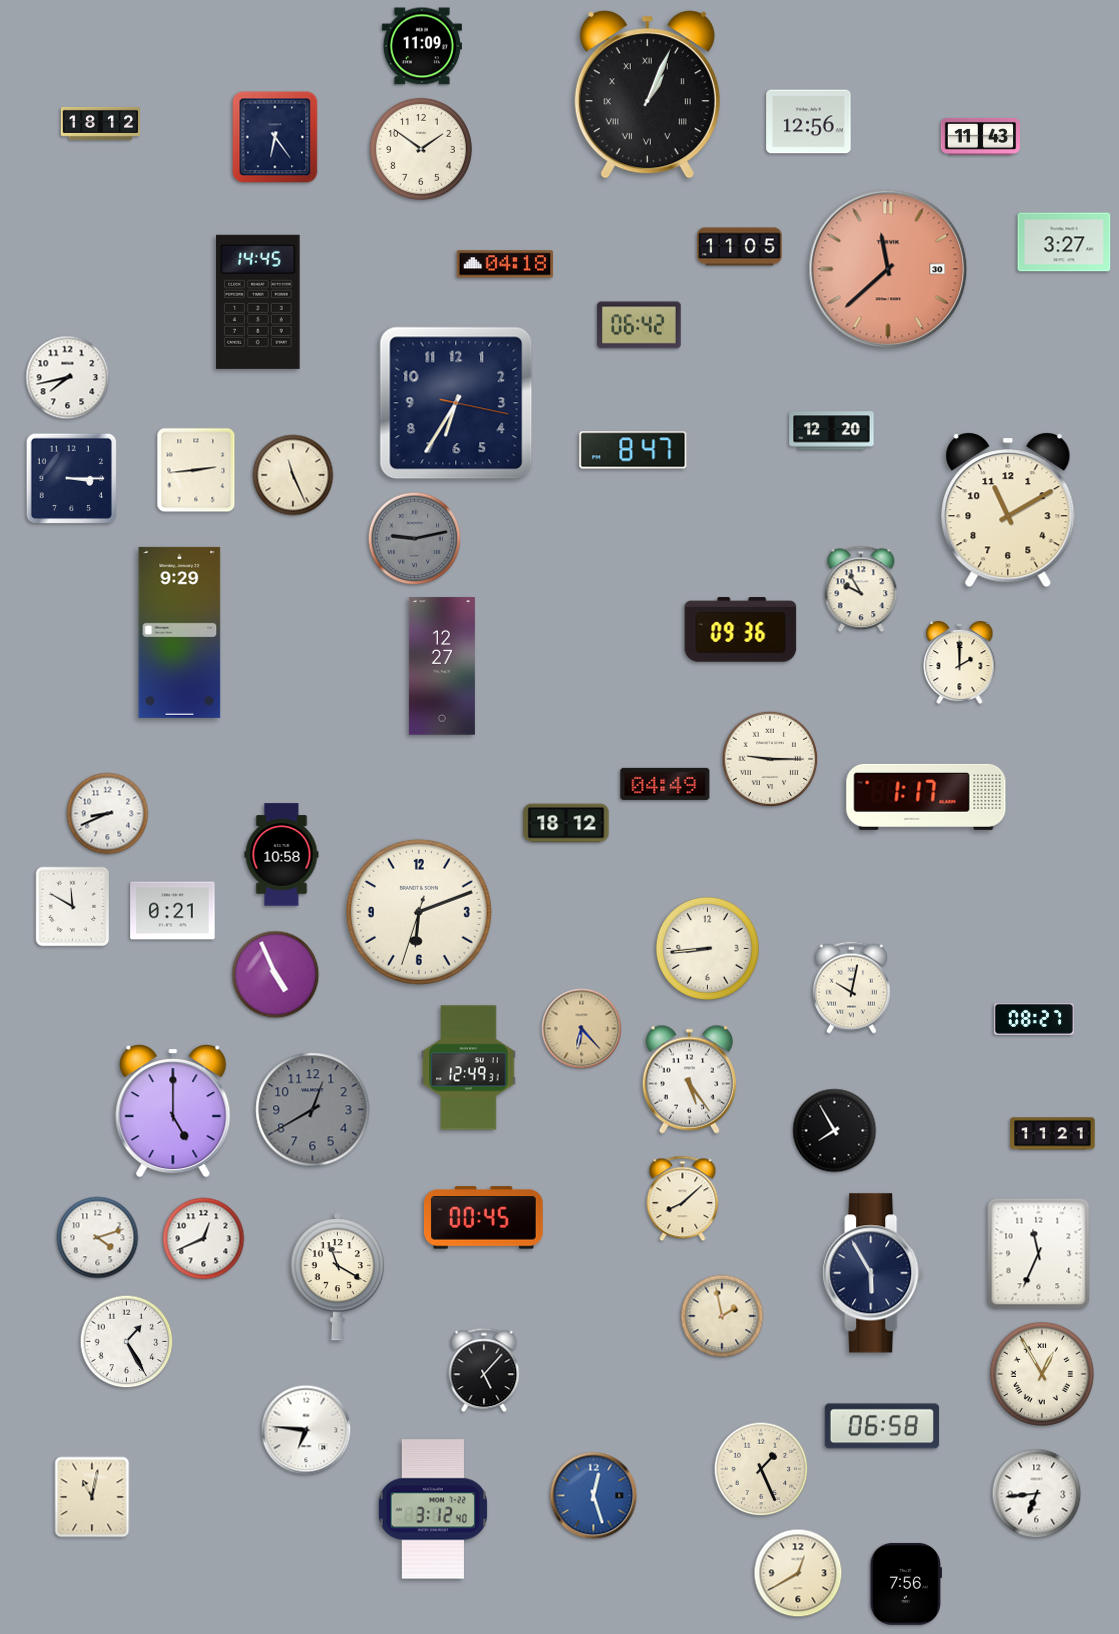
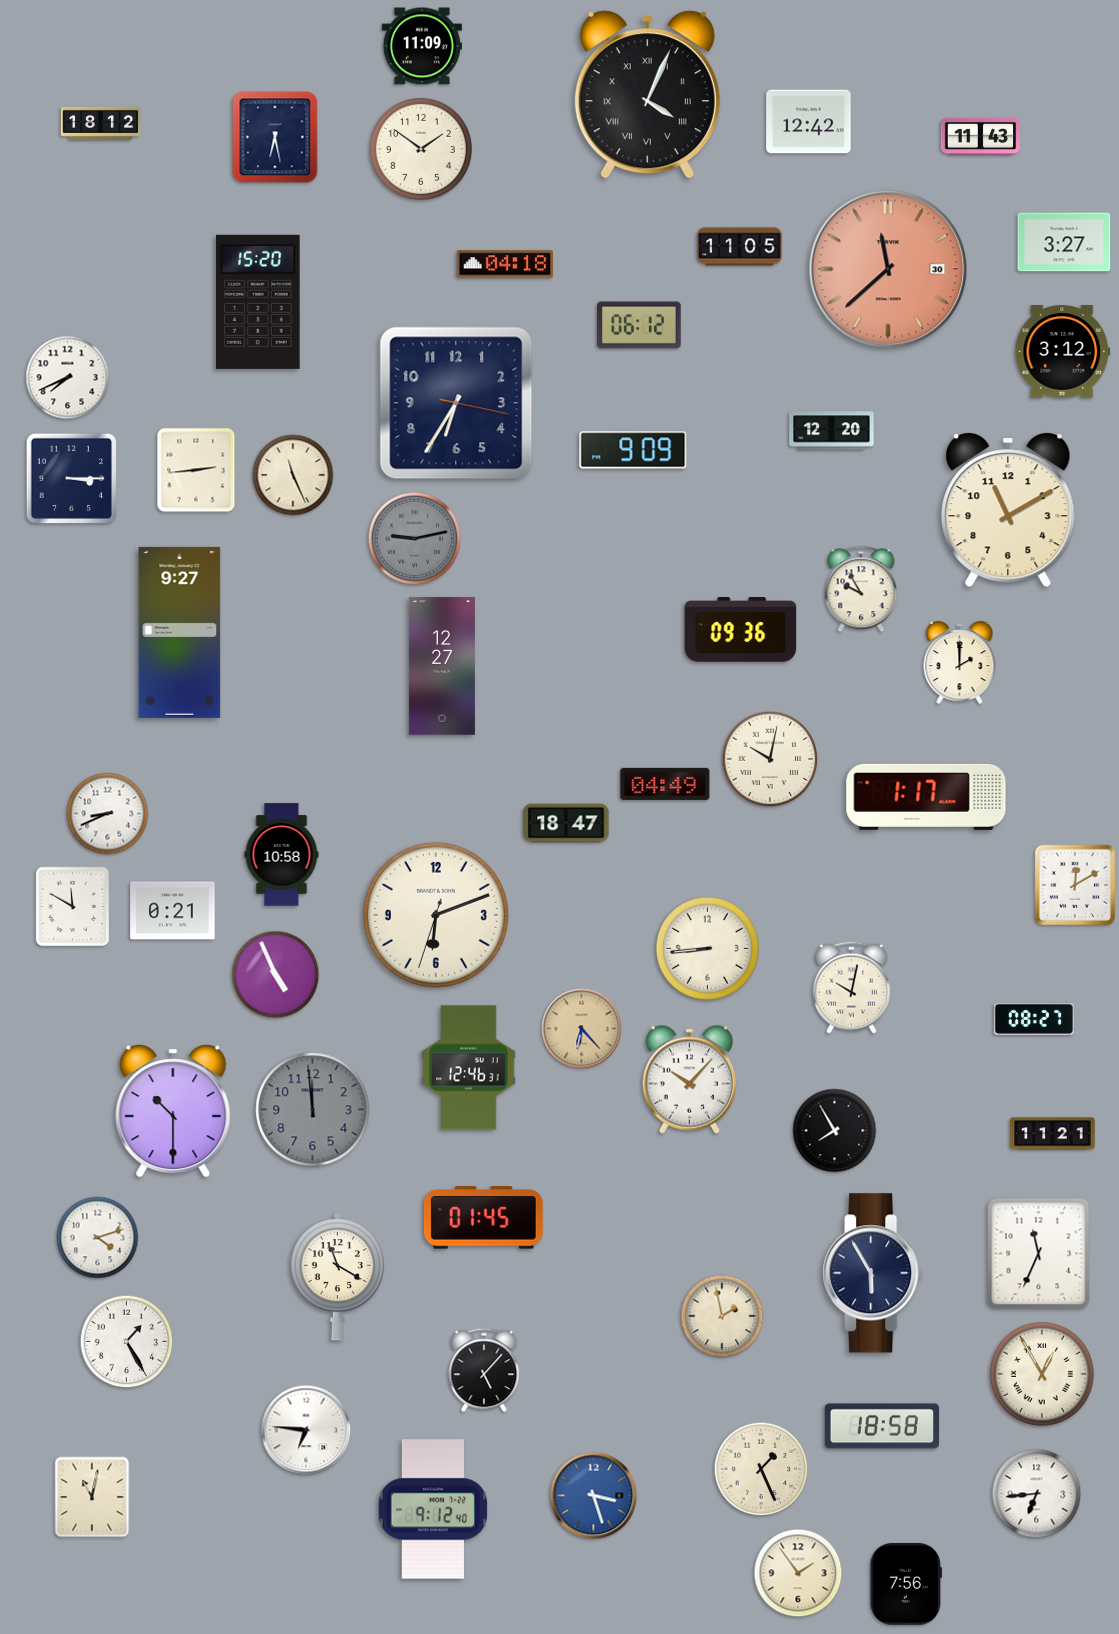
clock at (647, 95): 1:04 -> 4:04
clock at (809, 122): 12:56 -> 12:42
clock at (275, 137): 6:24 -> 6:28
clock at (258, 302): 14:45 -> 15:20
clock at (639, 325): 06:42 -> 06:12
clock at (1063, 352): none -> 3:12
clock at (68, 378): 7:43 -> 7:41
clock at (633, 450): 8:47 -> 9:09
clock at (180, 632): 9:29 -> 9:27
clock at (770, 759): 9:15 -> 10:02
clock at (566, 823): 18:12 -> 18:47
clock at (1075, 885): none -> 12:10
clock at (419, 912) position: (419, 912) -> (436, 915)
clock at (469, 1068): 12:49 -> 12:46
clock at (689, 1079): 5:24 -> 10:07
clock at (313, 1110): 12:40 -> 11:59
clock at (173, 1111): 5:00 -> 10:30
clock at (683, 1199): 8:08 -> none
clock at (483, 1218): 00:45 -> 01:45
clock at (204, 1239): 12:41 -> none
clock at (882, 1426): 06:58 -> 18:58
clock at (594, 1496): 12:27 -> 3:27
clock at (432, 1509): 3:12 -> 9:12
clock at (798, 1573): 12:40 -> 1:54
